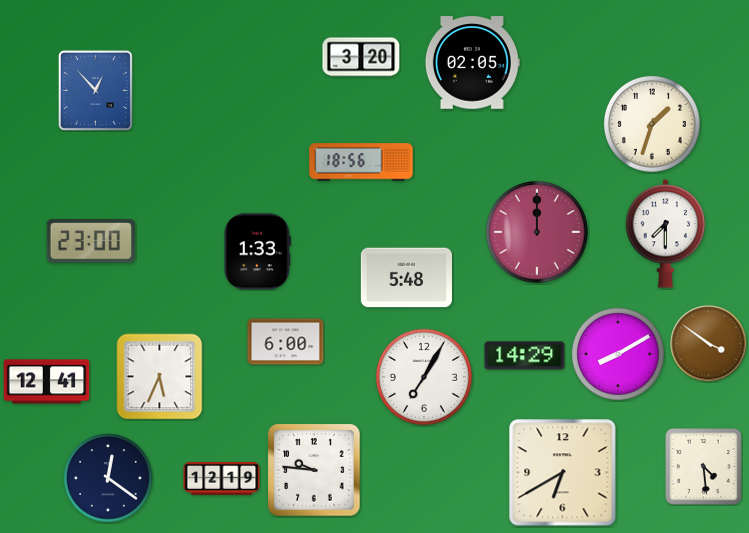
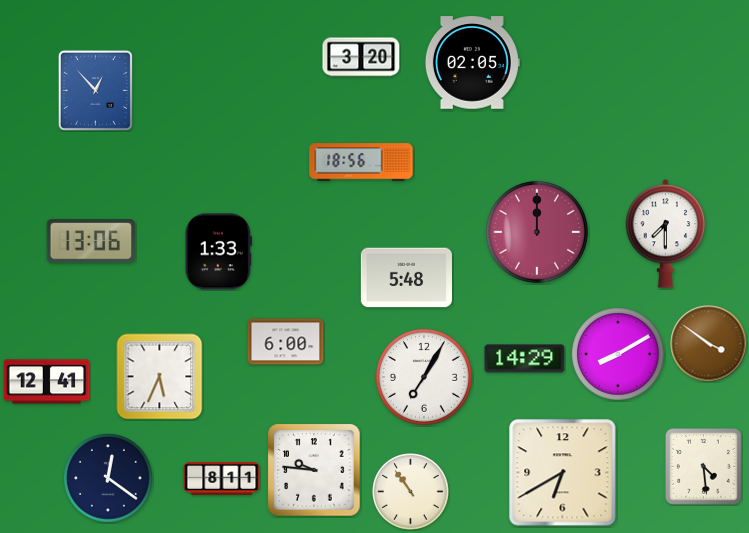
clock at (652, 124): 1:33 -> none
clock at (90, 241): 23:00 -> 13:06
clock at (257, 252) position: (257, 252) -> (218, 252)
clock at (525, 356) position: (525, 356) -> (525, 359)
clock at (222, 478): 12:19 -> 8:11
clock at (411, 492): none -> 10:54
